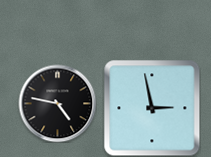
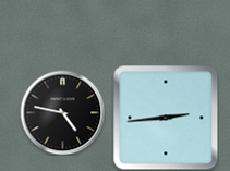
clock at (152, 108): 2:58 -> 2:44
